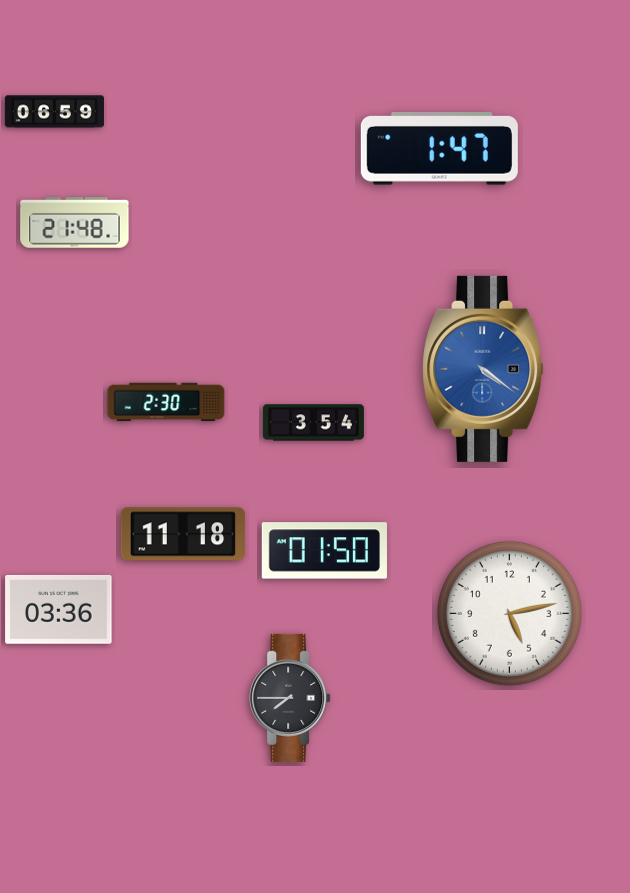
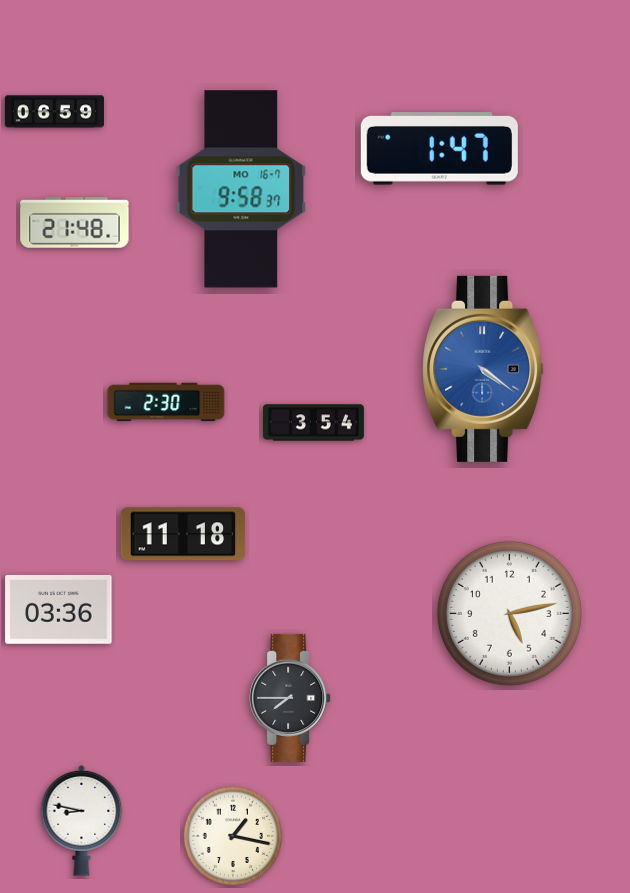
clock at (241, 189): none -> 9:58
clock at (324, 551): 01:50 -> none
clock at (82, 820): none -> 8:47
clock at (233, 836): none -> 1:17
